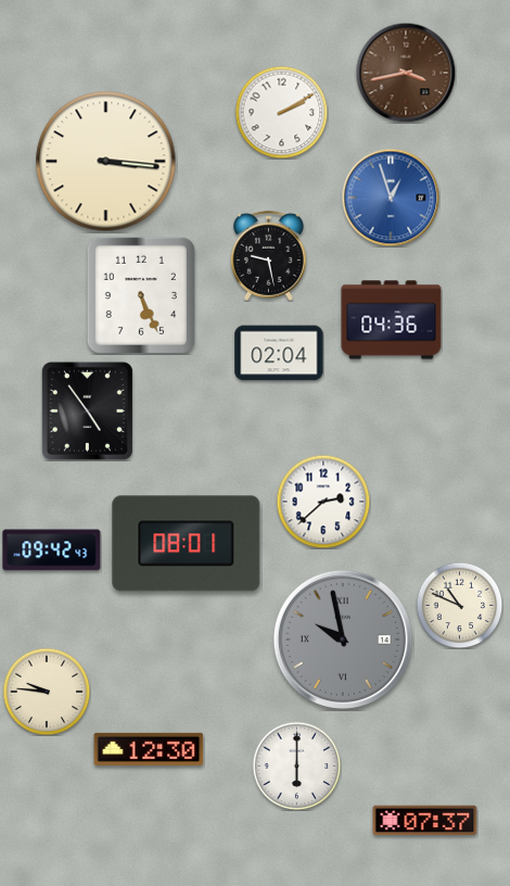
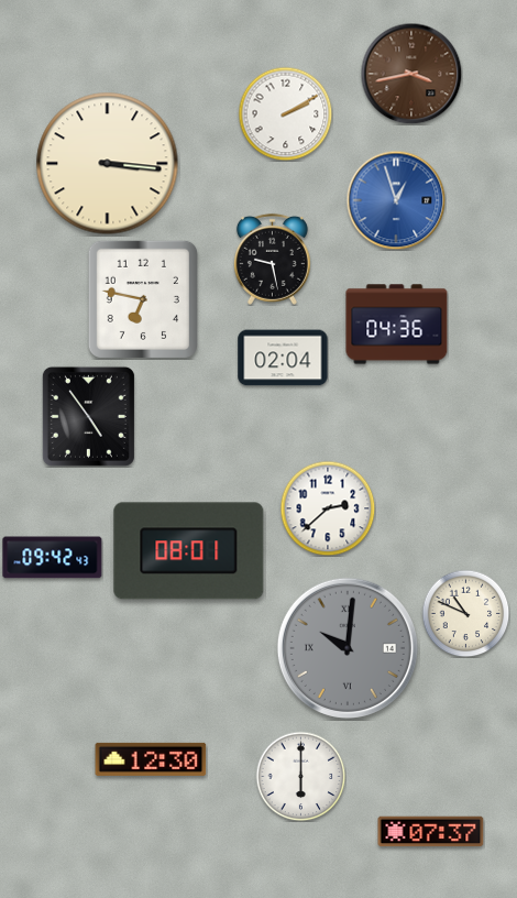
clock at (141, 295): 5:26 -> 6:47
clock at (343, 640): 9:58 -> 10:01
clock at (47, 692): 9:46 -> none
